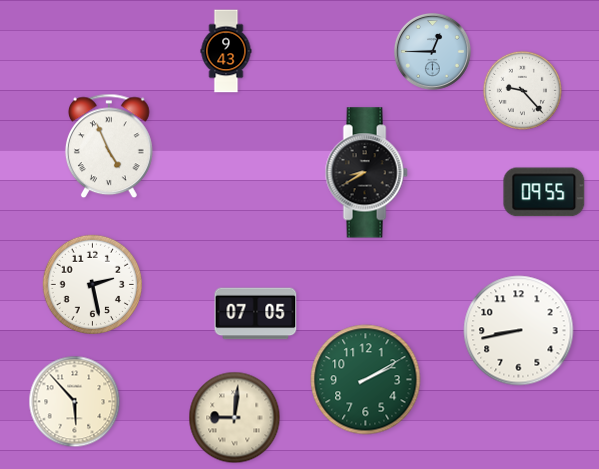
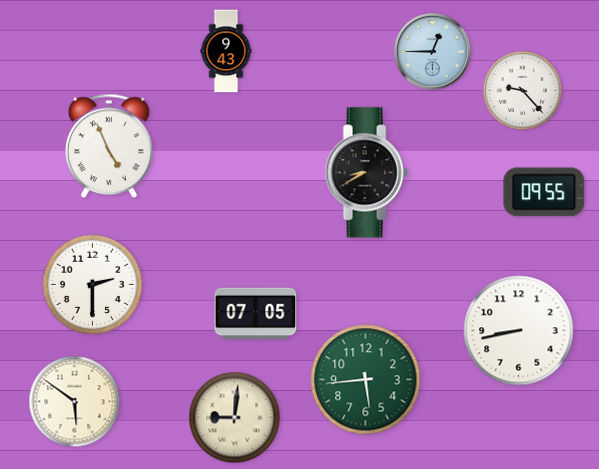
clock at (92, 284): 2:28 -> 2:30
clock at (366, 380): 2:10 -> 5:44
clock at (75, 402): 5:53 -> 5:51
